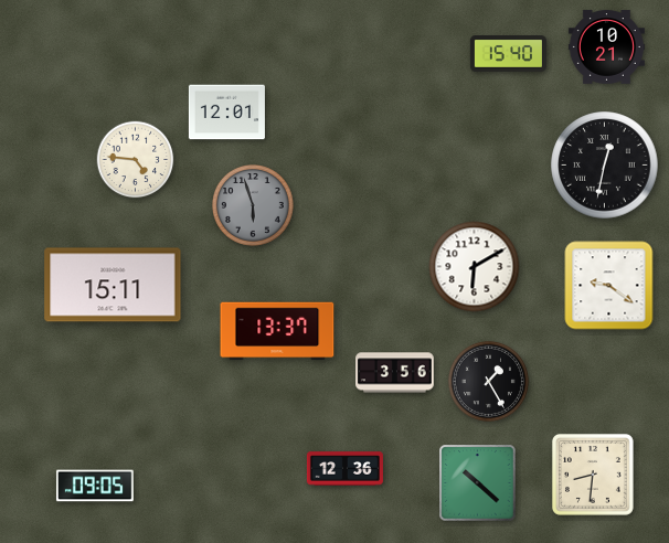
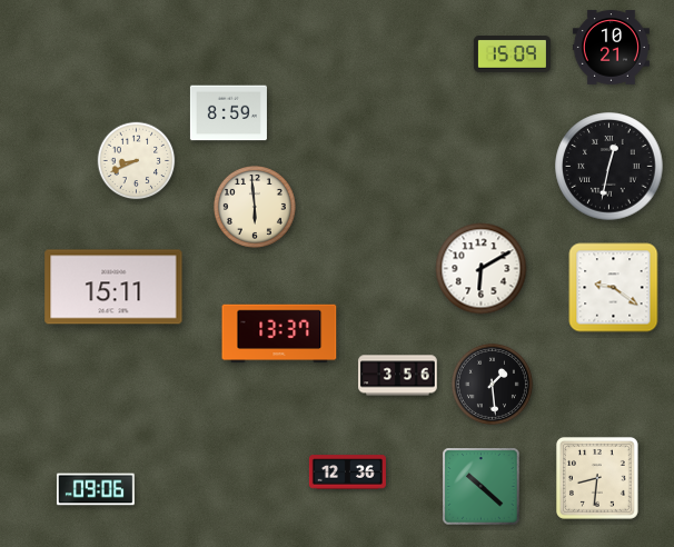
clock at (508, 54): 15:40 -> 15:09
clock at (226, 113): 12:01 -> 8:59
clock at (136, 160): 4:46 -> 8:41
clock at (253, 205): 5:57 -> 5:59
clock at (253, 205) dial: grey -> cream
clock at (475, 267) position: (475, 267) -> (482, 269)
clock at (488, 381): 1:25 -> 1:29
clock at (95, 486): 09:05 -> 09:06
